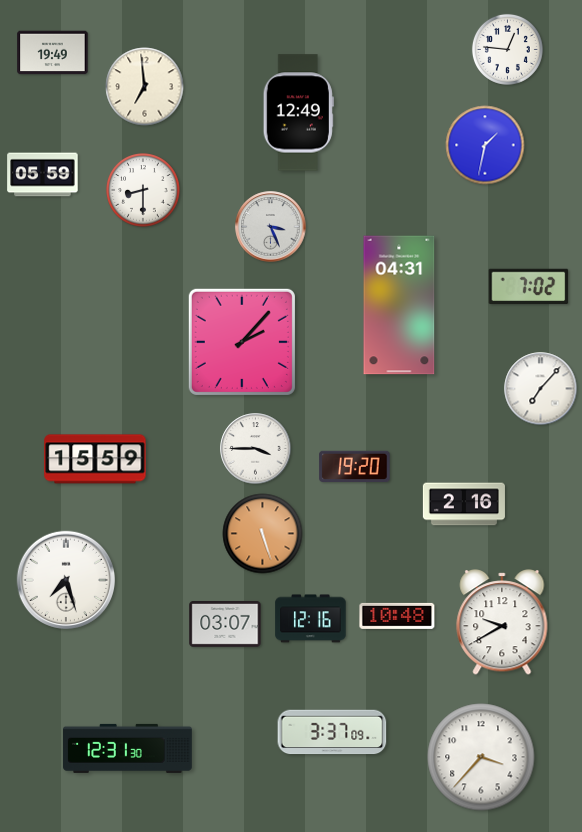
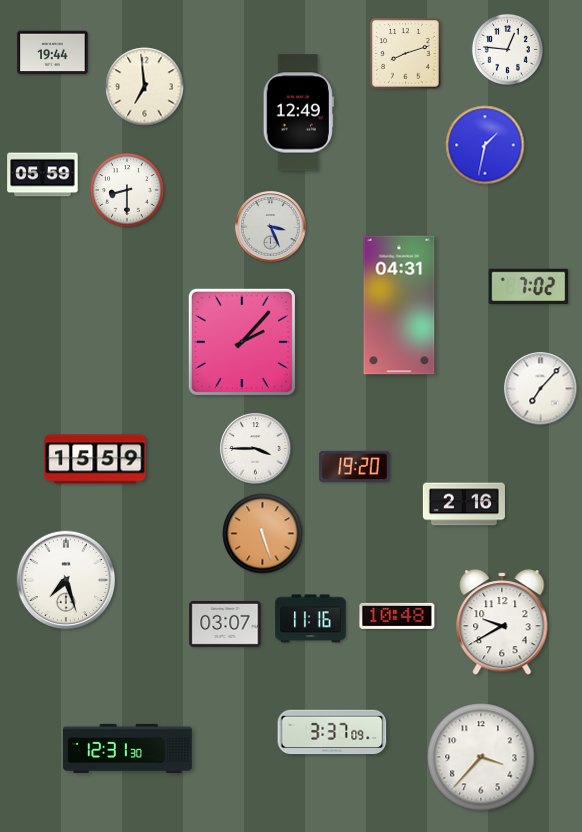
clock at (53, 53): 19:49 -> 19:44
clock at (406, 54): none -> 8:12
clock at (143, 190) position: (143, 190) -> (127, 190)
clock at (311, 619): 12:16 -> 11:16
